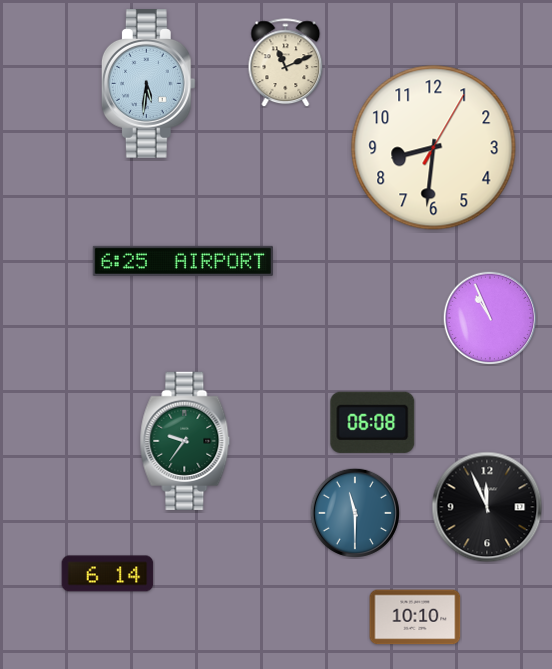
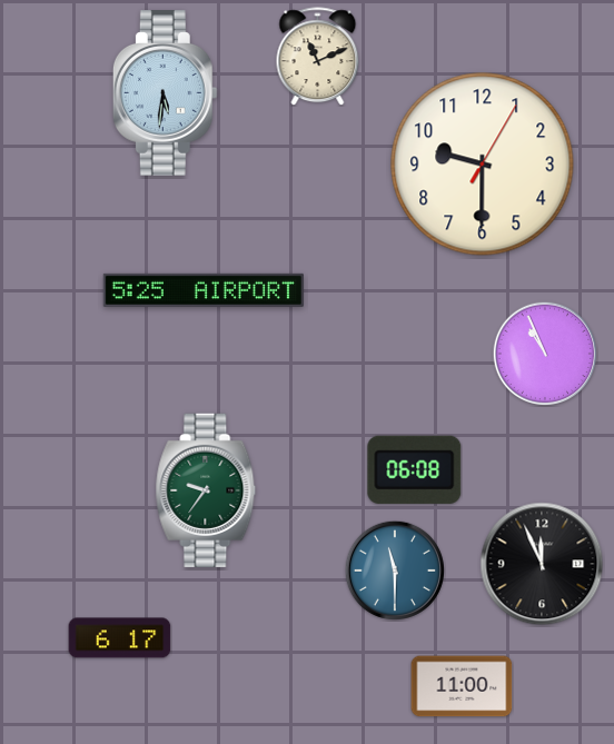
clock at (286, 63) position: (286, 63) -> (318, 57)
clock at (434, 148): 8:31 -> 9:30
clock at (183, 261): 6:25 -> 5:25
clock at (108, 574): 6:14 -> 6:17
clock at (415, 617): 10:10 -> 11:00
